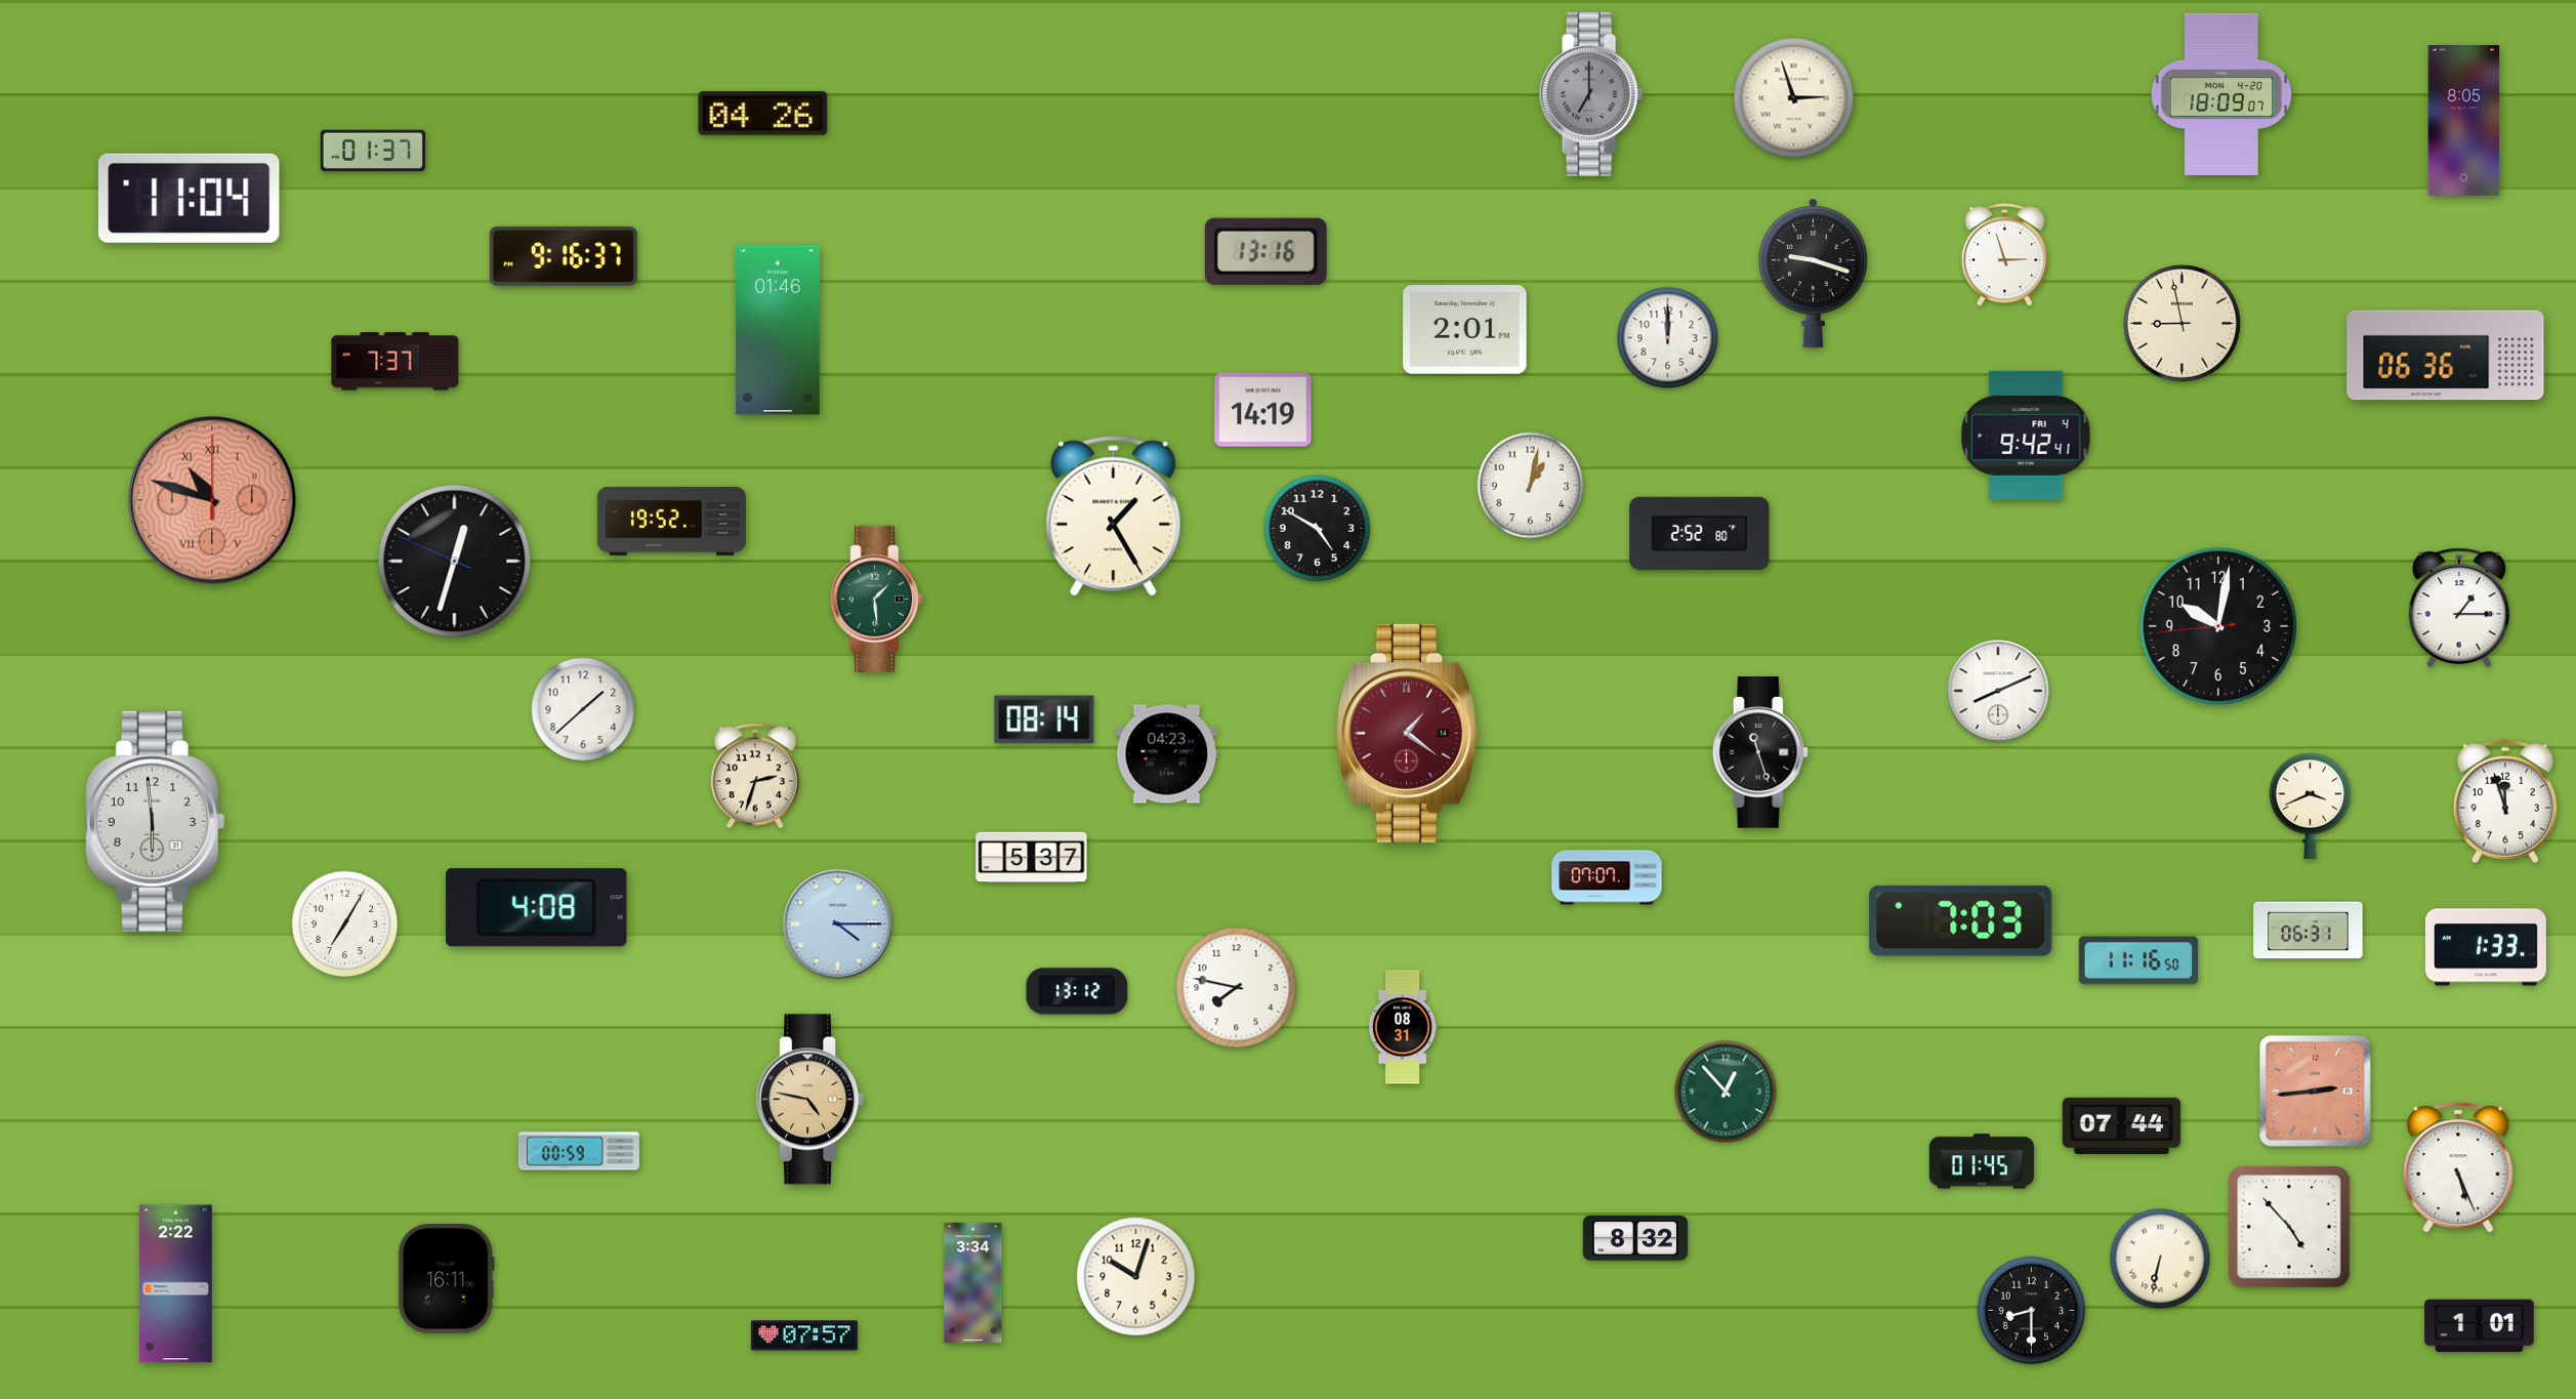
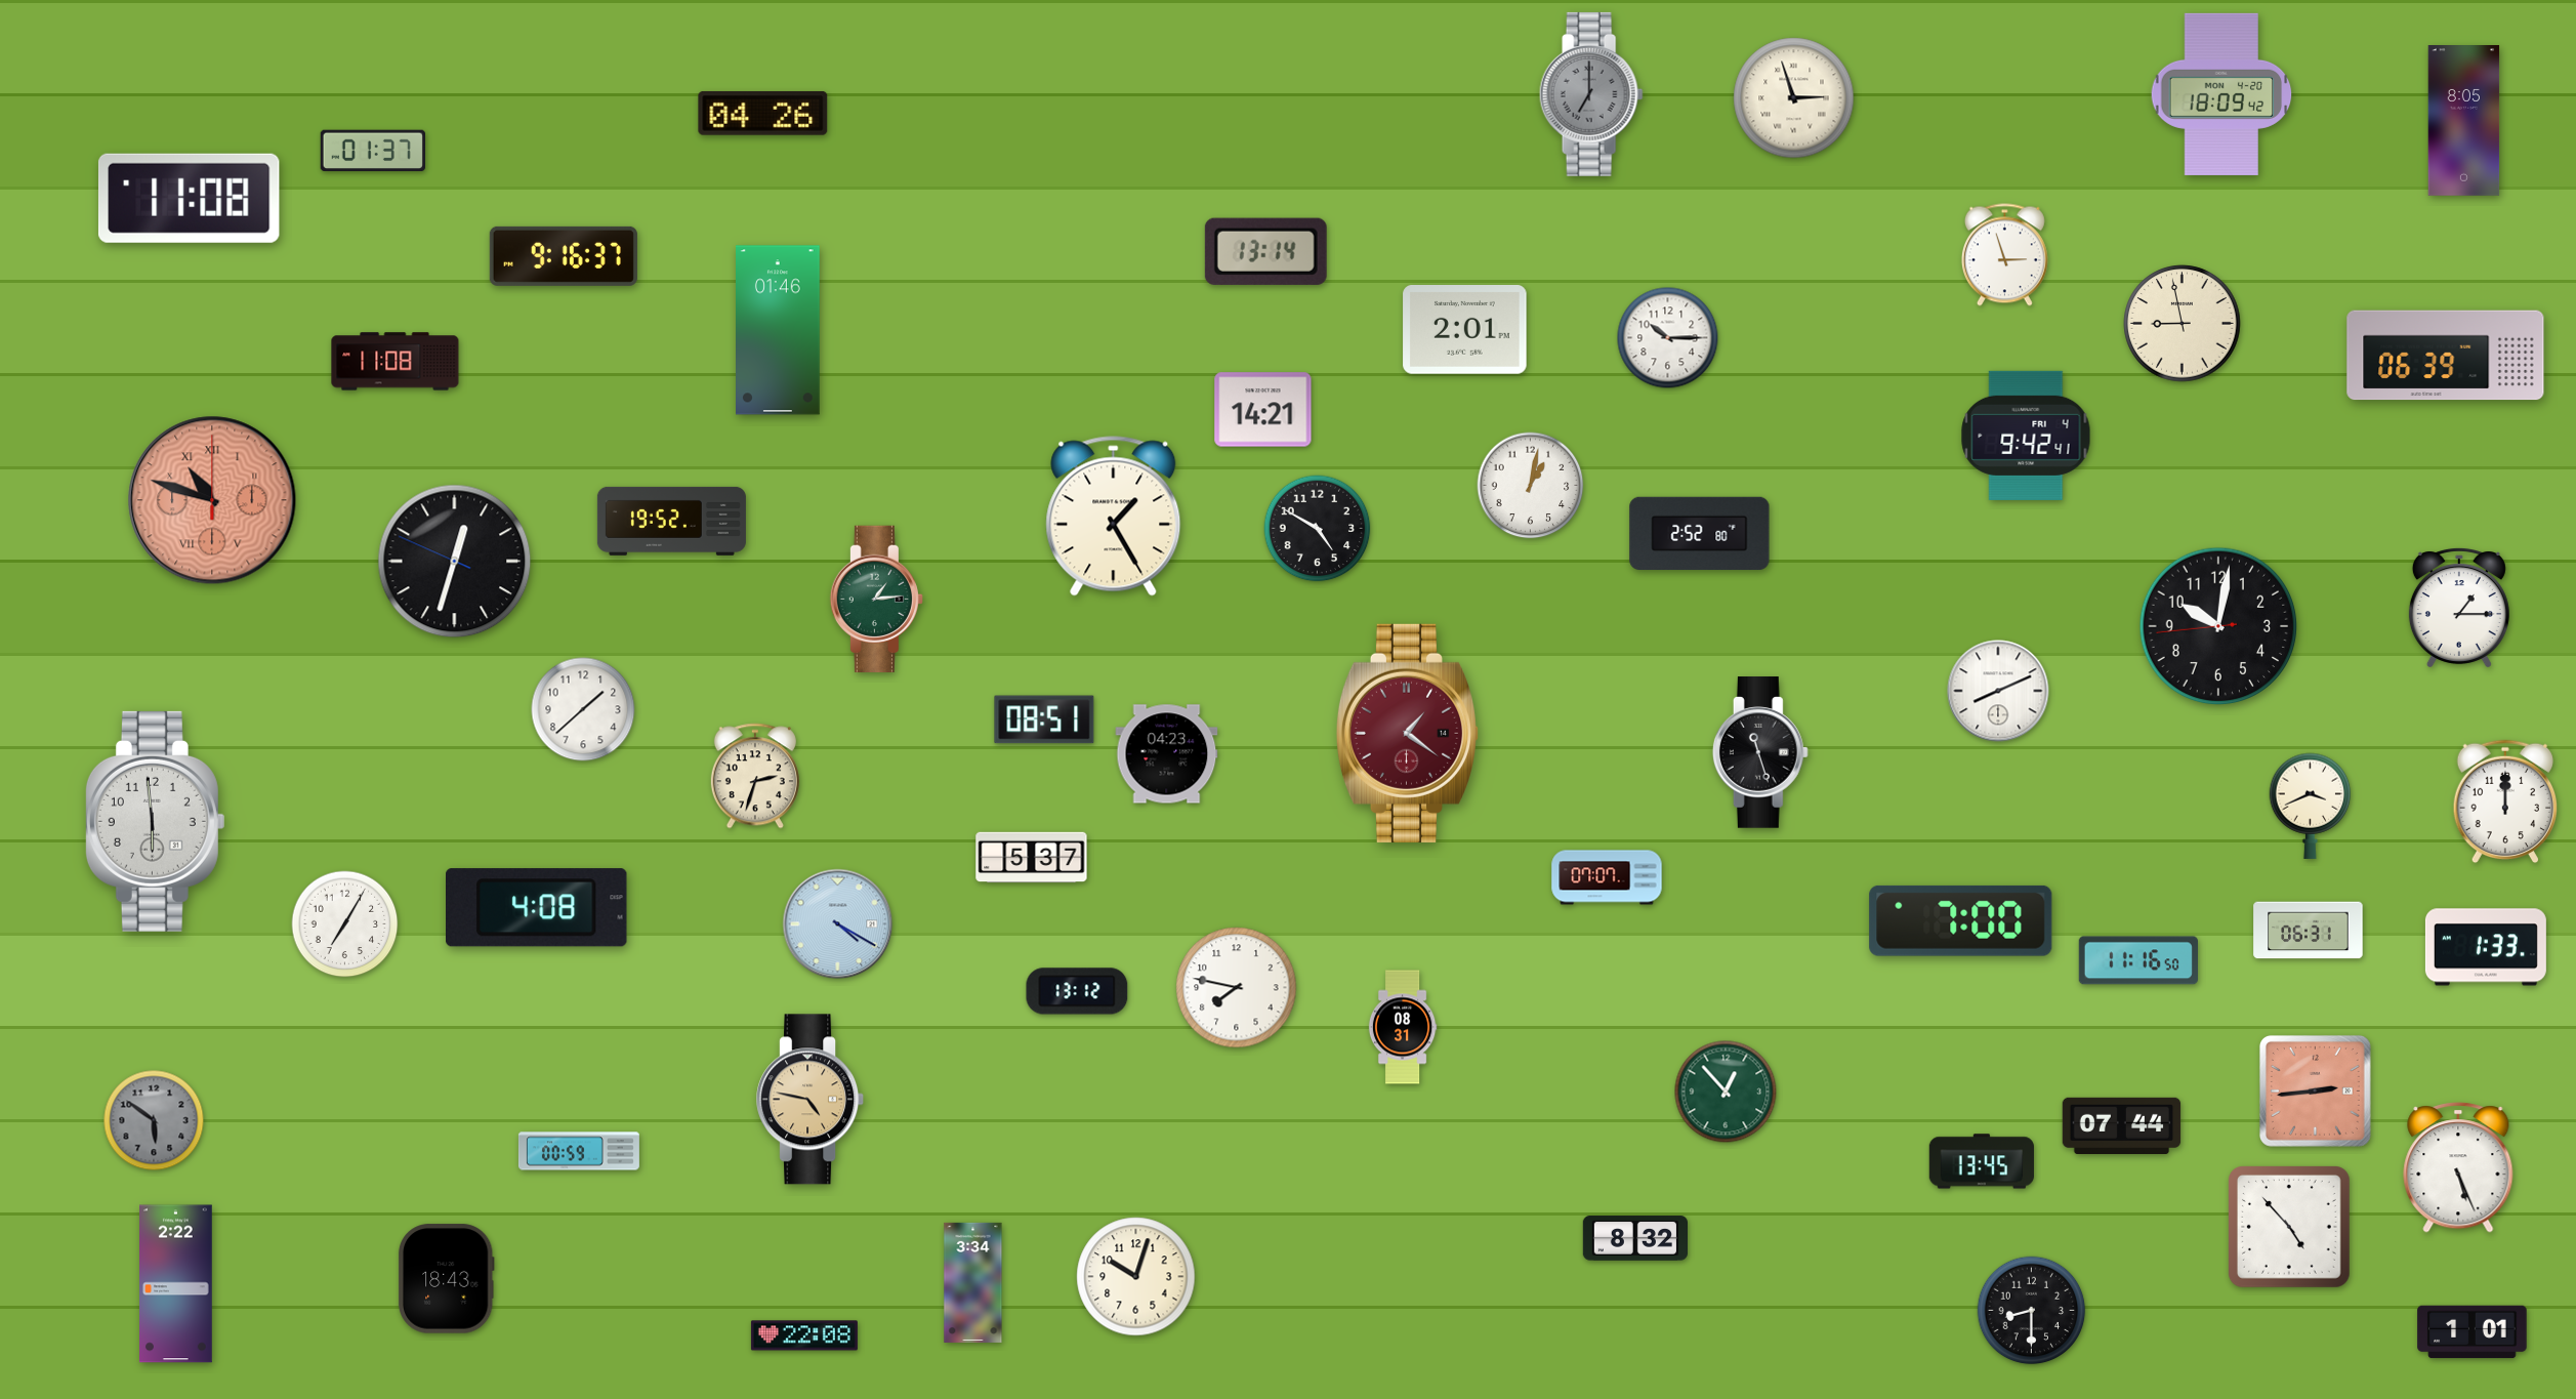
clock at (2221, 94): 18:09:07 -> 18:09:42
clock at (189, 198): 11:04 -> 11:08
clock at (1265, 251): 13:16 -> 13:14
clock at (1813, 273): 9:18 -> none
clock at (1668, 338): 12:00 -> 10:15
clock at (2446, 356): 06:36 -> 06:39
clock at (396, 362): 7:37 -> 11:08
clock at (1263, 410): 14:19 -> 14:21
clock at (876, 599): 1:29 -> 1:14
clock at (1044, 719): 08:14 -> 08:51
clock at (2504, 801): 11:57 -> 12:00
clock at (1961, 920): 7:03 -> 7:00
clock at (838, 924): 4:15 -> 4:20
clock at (154, 1120): none -> 5:51
clock at (1982, 1161): 01:45 -> 13:45
clock at (2160, 1259): 6:32 -> none
clock at (446, 1279): 16:11 -> 18:43
clock at (2480, 1326) position: (2480, 1326) -> (2473, 1332)
clock at (804, 1335): 07:57 -> 22:08
